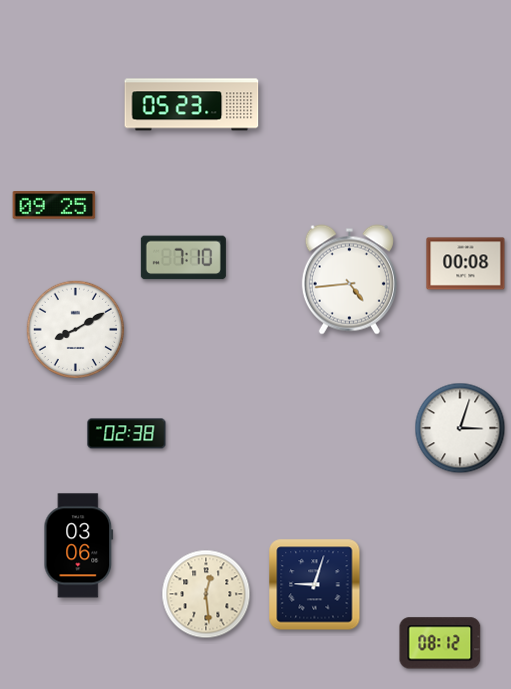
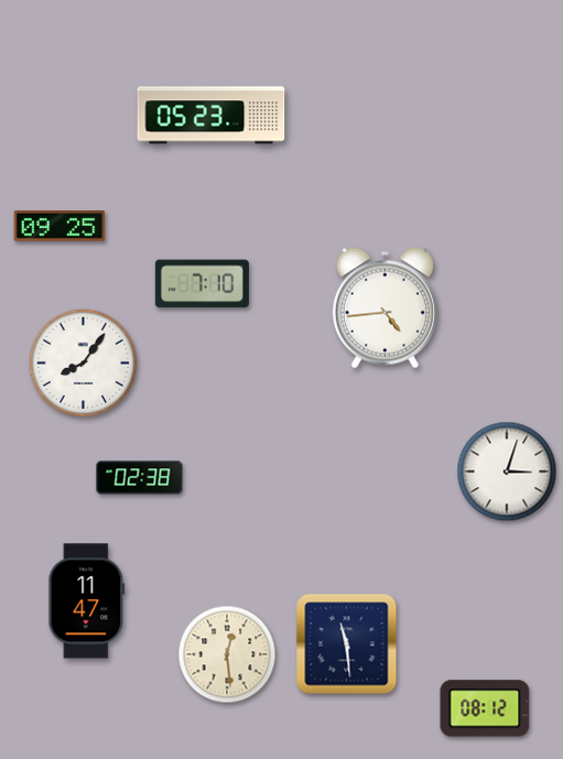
clock at (466, 264): 00:08 -> none
clock at (76, 330): 8:10 -> 8:06
clock at (79, 546): 03:06 -> 11:47
clock at (315, 585): 9:03 -> 11:29
